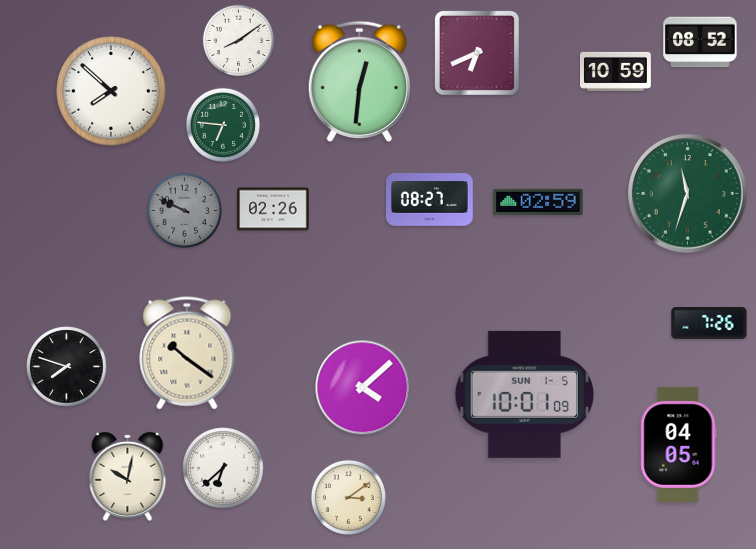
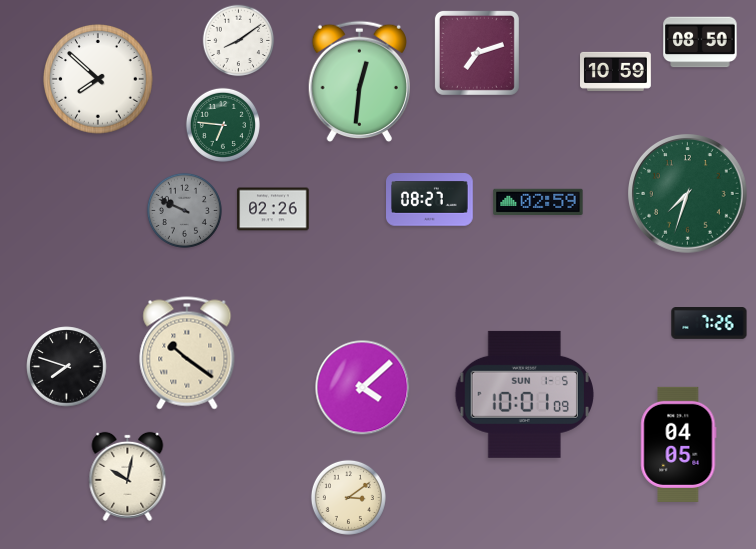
clock at (700, 42): 08:52 -> 08:50
clock at (477, 53): 6:41 -> 7:12
clock at (111, 91) position: (111, 91) -> (98, 79)
clock at (688, 194): 11:33 -> 7:33
clock at (223, 468): 6:38 -> none
